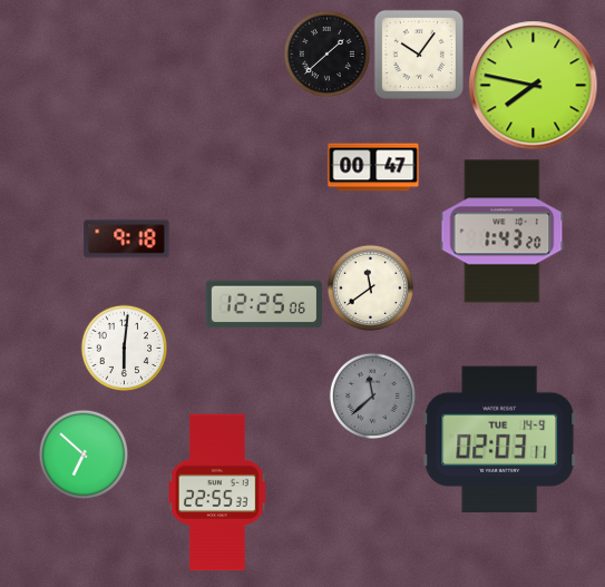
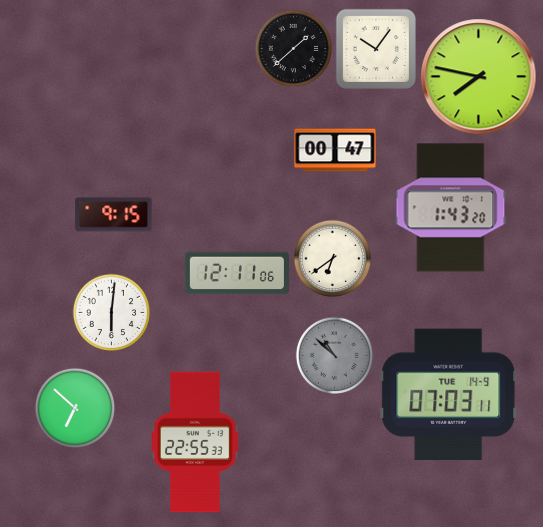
clock at (127, 239): 9:18 -> 9:15
clock at (370, 287): 11:39 -> 6:39
clock at (264, 304): 12:25 -> 12:11
clock at (372, 395): 11:38 -> 10:52
clock at (500, 440): 02:03 -> 07:03
